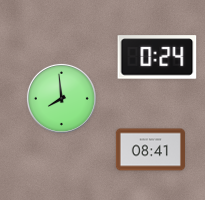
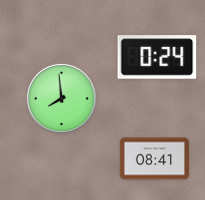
clock at (150, 150) position: (150, 150) -> (154, 159)
